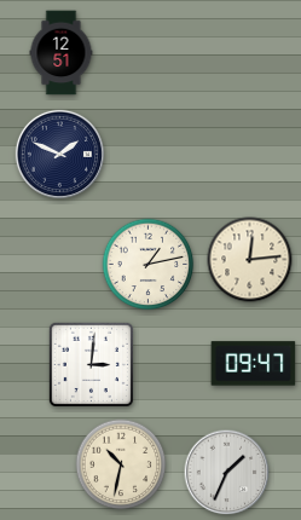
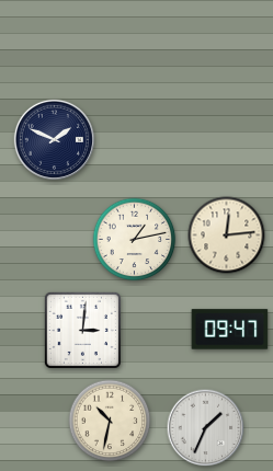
clock at (62, 53): 12:51 -> none
